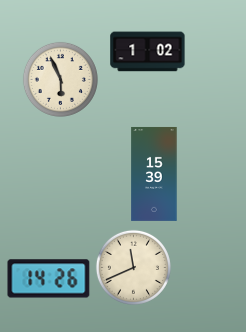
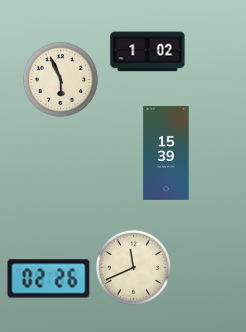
clock at (154, 174) position: (154, 174) -> (166, 153)
clock at (49, 279): 14:26 -> 02:26
